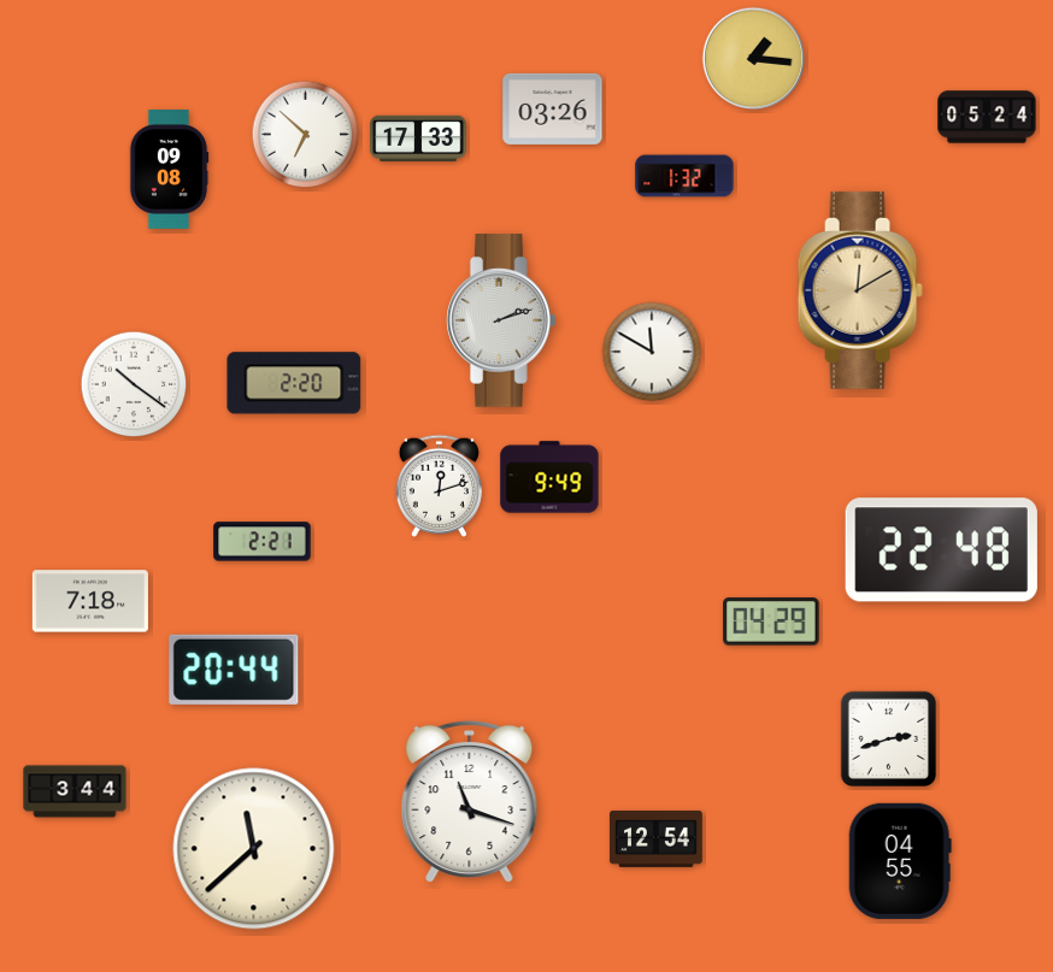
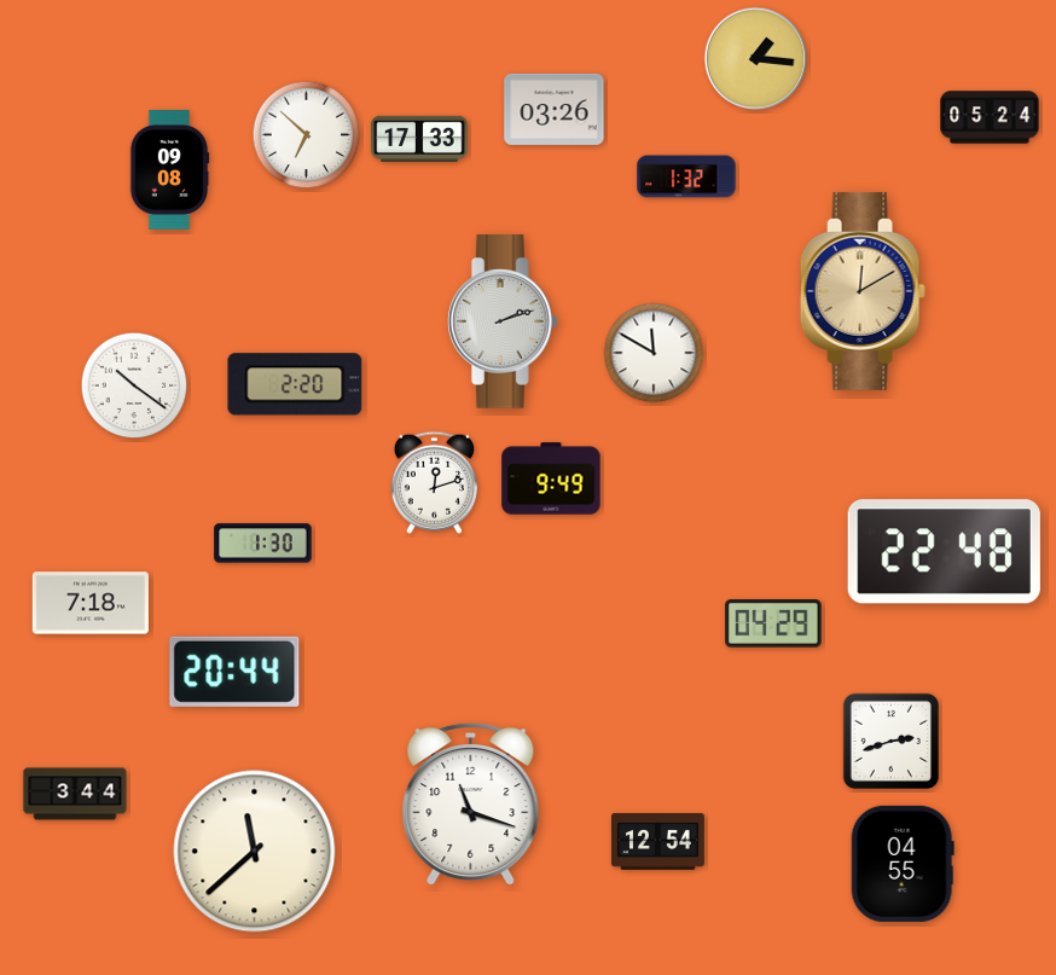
clock at (439, 485) position: (439, 485) -> (434, 482)
clock at (263, 542): 2:21 -> 1:30
